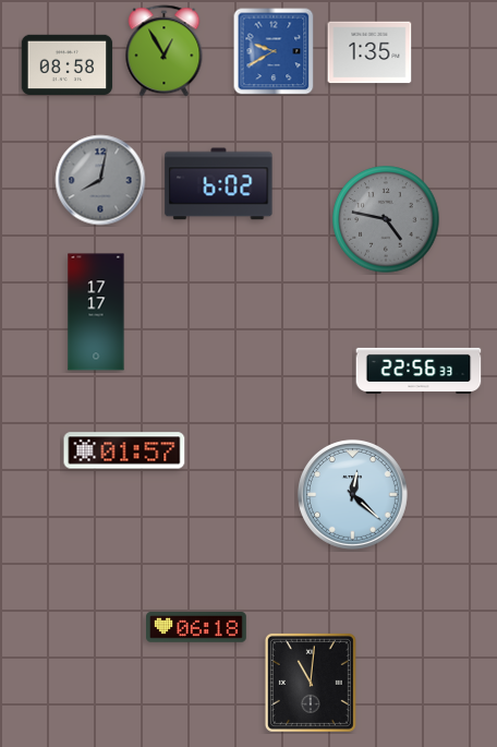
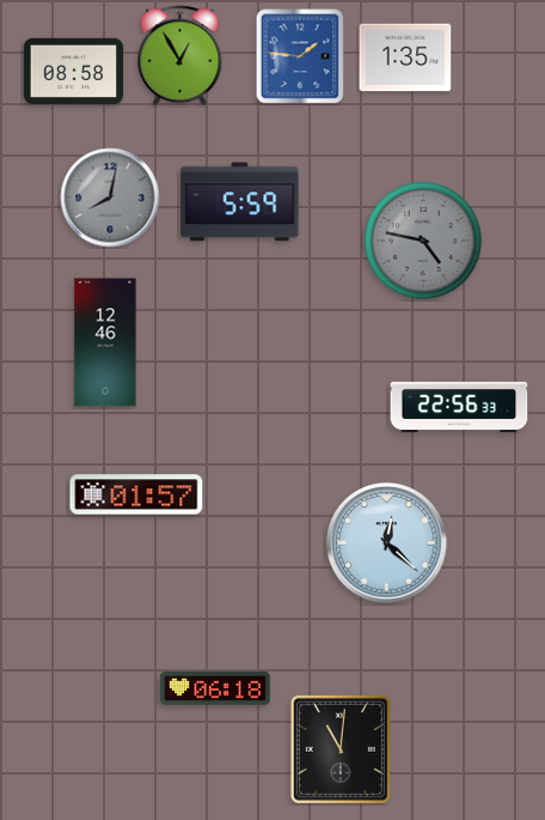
clock at (274, 51): 9:40 -> 1:46
clock at (219, 184): 6:02 -> 5:59
clock at (96, 312): 17:17 -> 12:46
